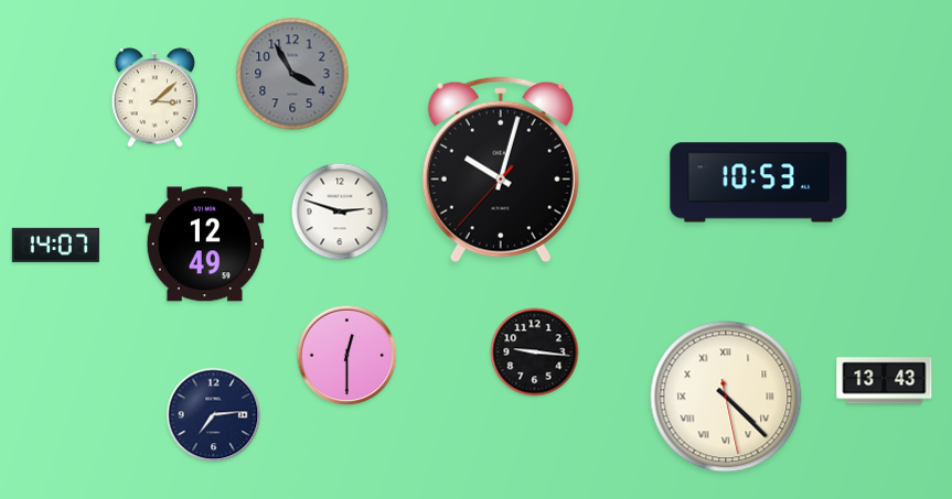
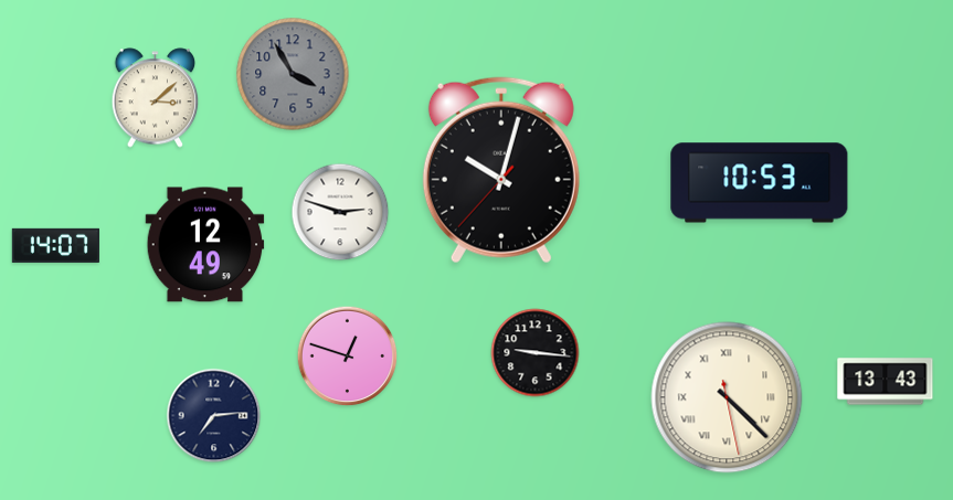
clock at (347, 356): 12:30 -> 12:48
